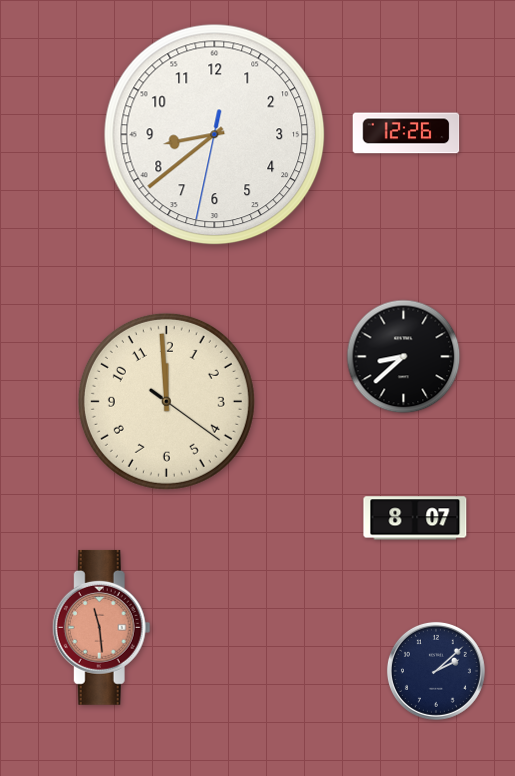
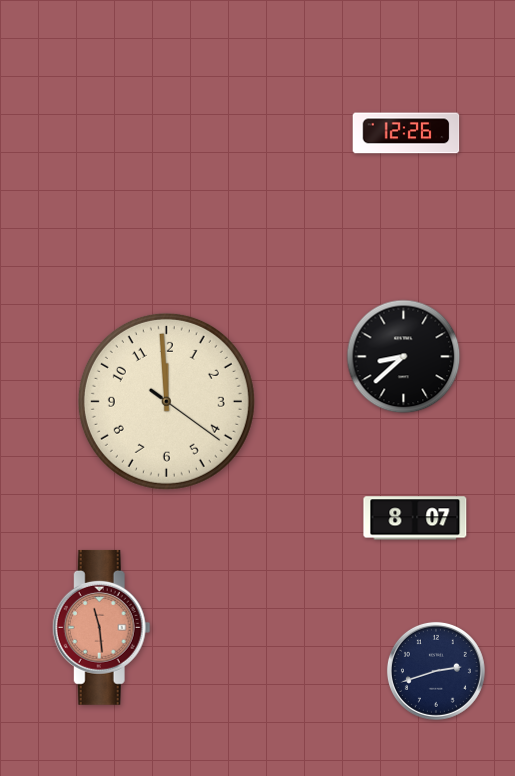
clock at (215, 135): 8:38 -> none
clock at (436, 671): 2:08 -> 2:42
